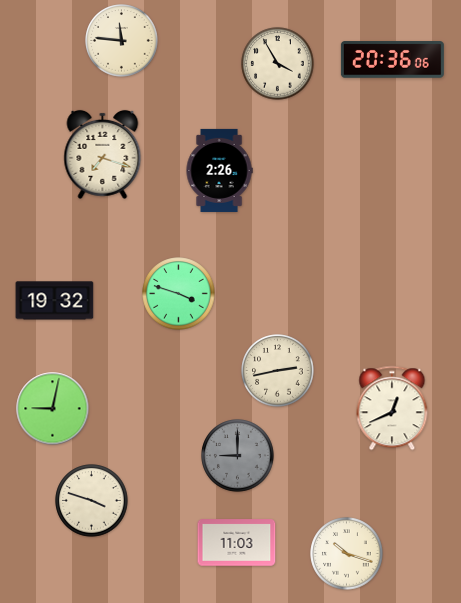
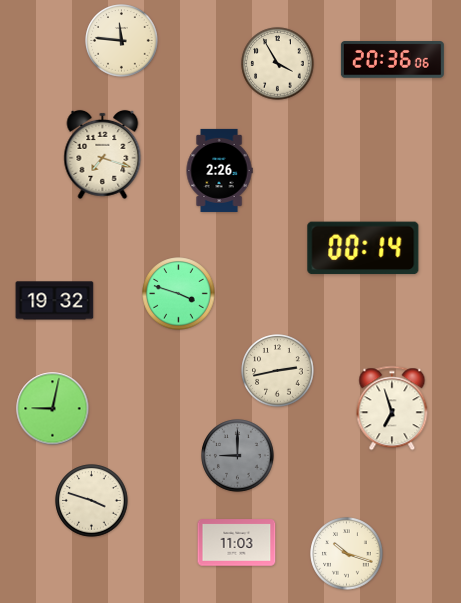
clock at (363, 248): none -> 00:14
clock at (392, 408): 12:41 -> 6:57
